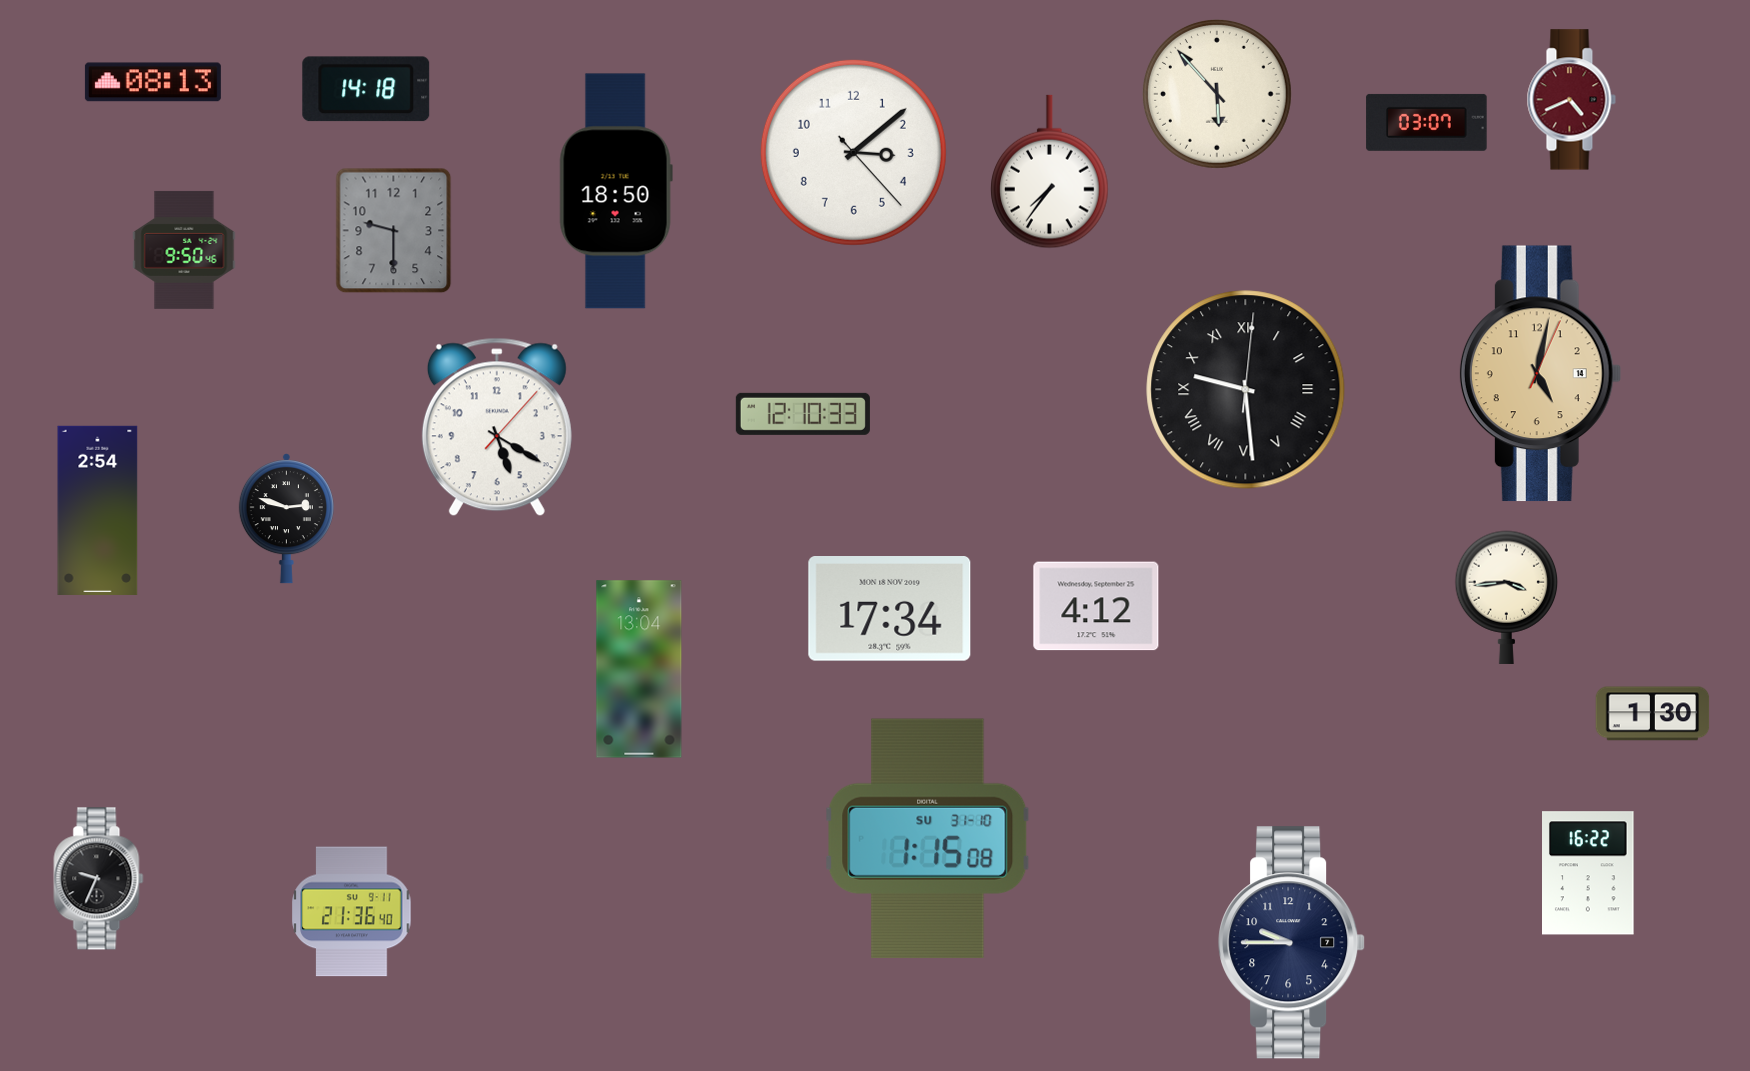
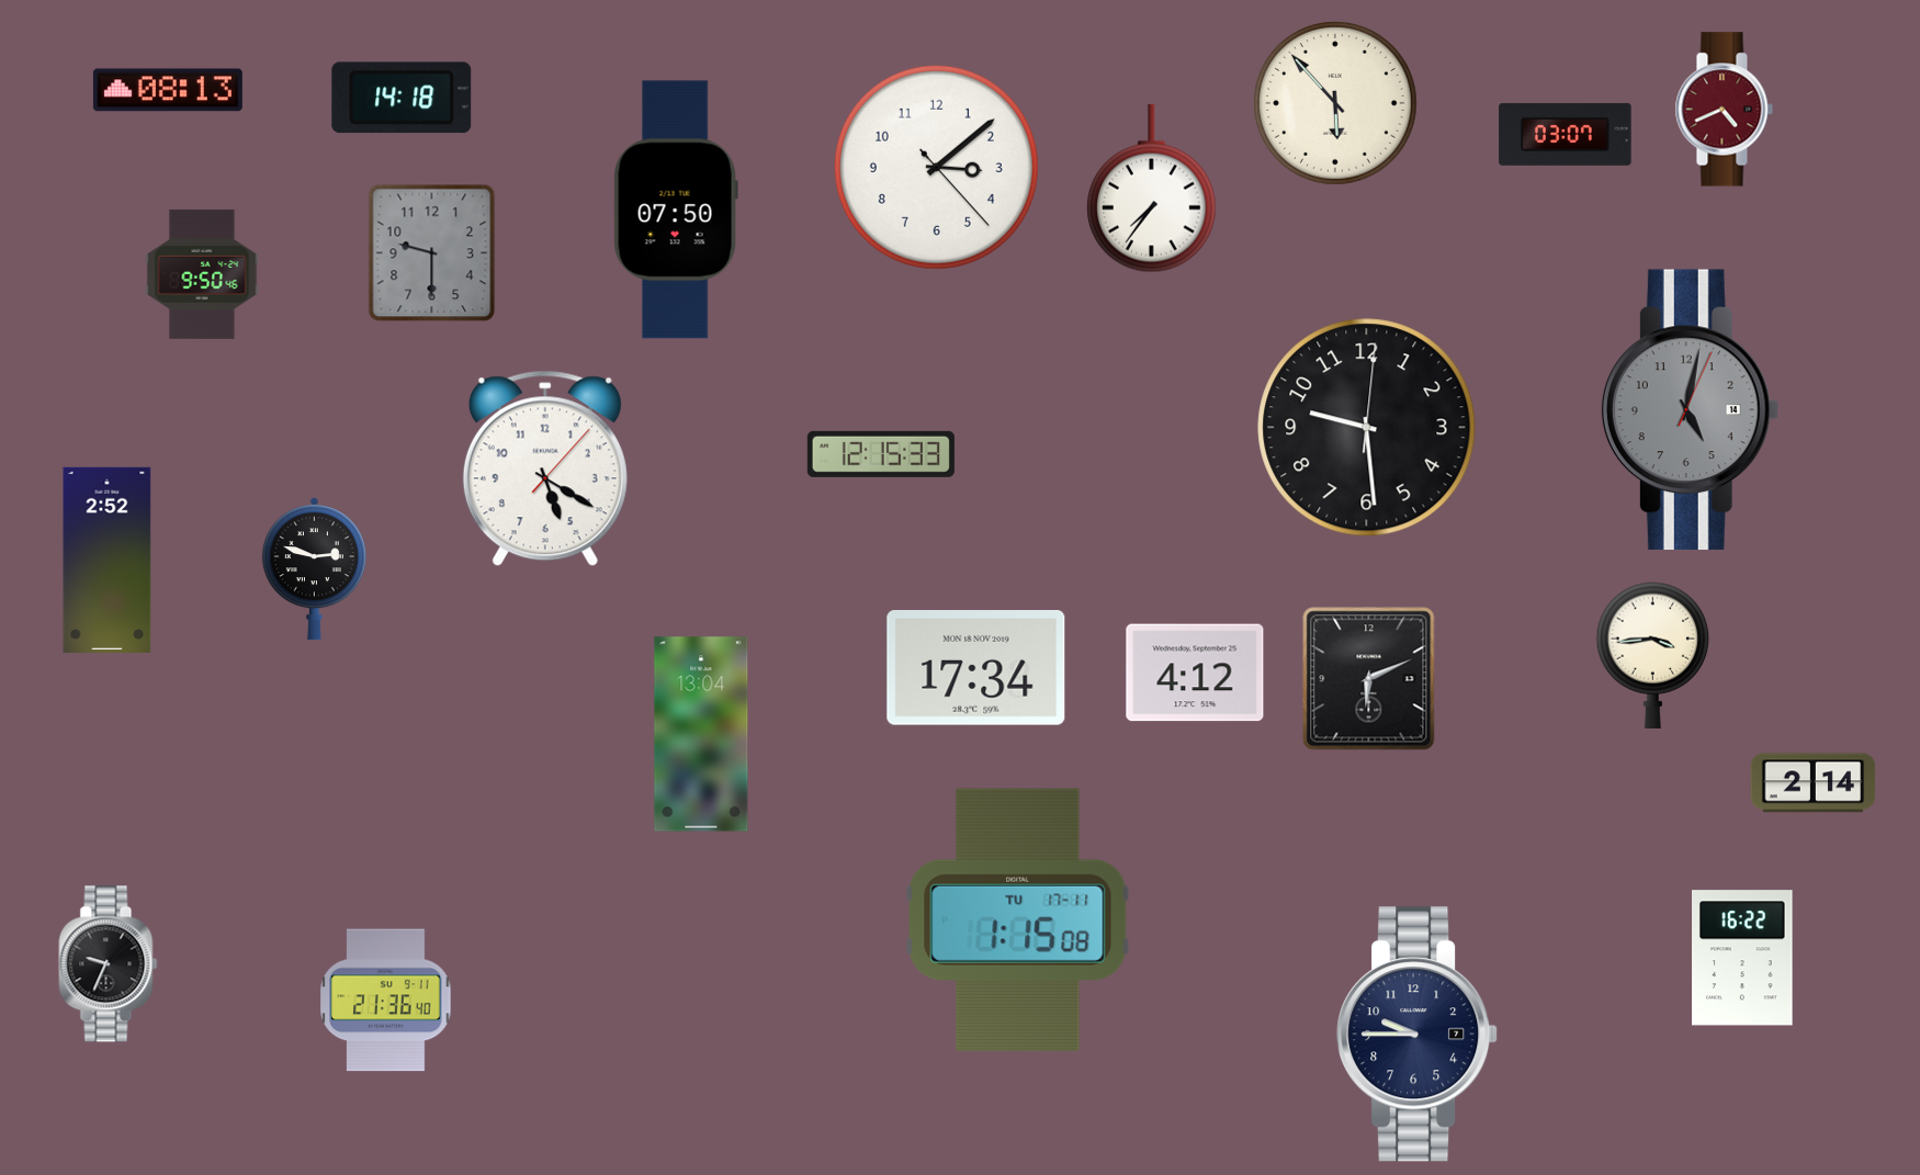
clock at (616, 191): 18:50 -> 07:50
clock at (1540, 374) dial: champagne -> grey
clock at (1246, 390) numerals: Roman -> Arabic
clock at (803, 414): 12:10 -> 12:15
clock at (98, 510): 2:54 -> 2:52
clock at (1096, 606) position: (1096, 606) -> (1195, 673)
clock at (1369, 679): none -> 6:11
clock at (1653, 714): 1:30 -> 2:14
clock at (928, 838) date: SU 31-10 -> TU 17-11
